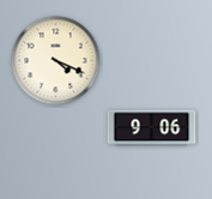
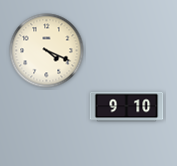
clock at (152, 128): 9:06 -> 9:10
